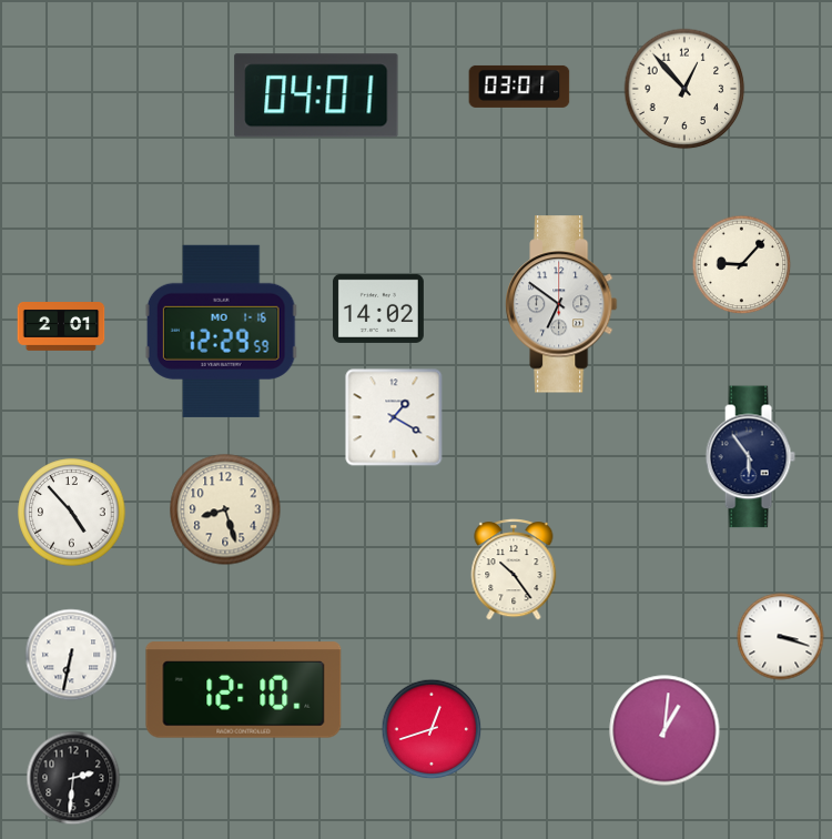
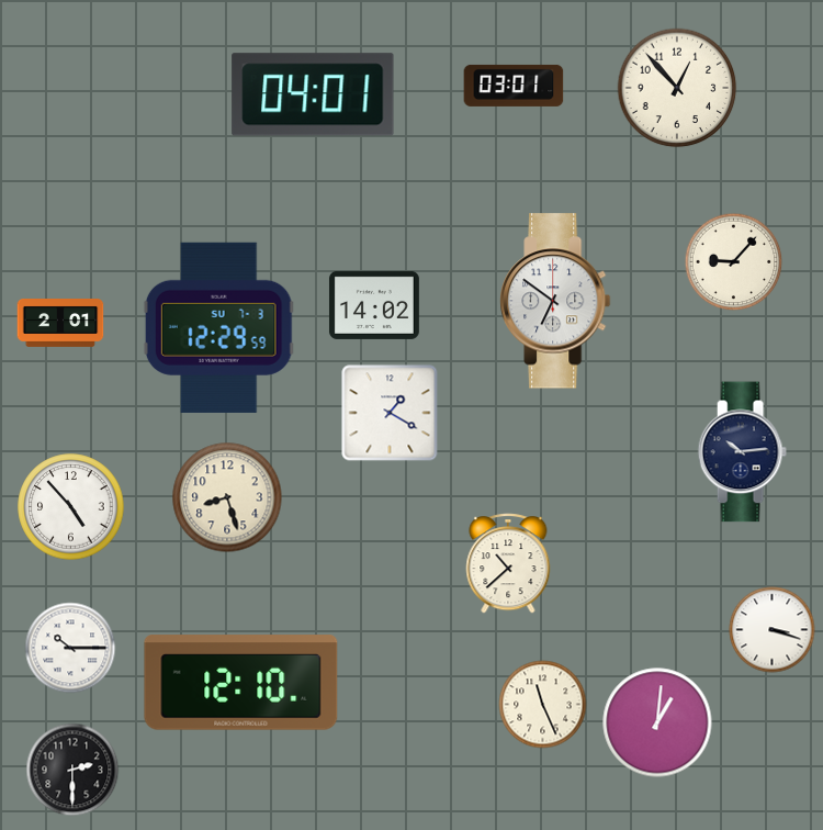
clock at (221, 331) date: MO 1-16 -> SU 7-3
clock at (750, 457): 5:54 -> 10:14
clock at (225, 509) position: (225, 509) -> (227, 497)
clock at (514, 569): 10:24 -> 10:38
clock at (71, 655): 6:32 -> 10:15
clock at (543, 705): none -> 11:26
clock at (432, 729): 12:42 -> none
clock at (73, 778): 2:31 -> 2:30
